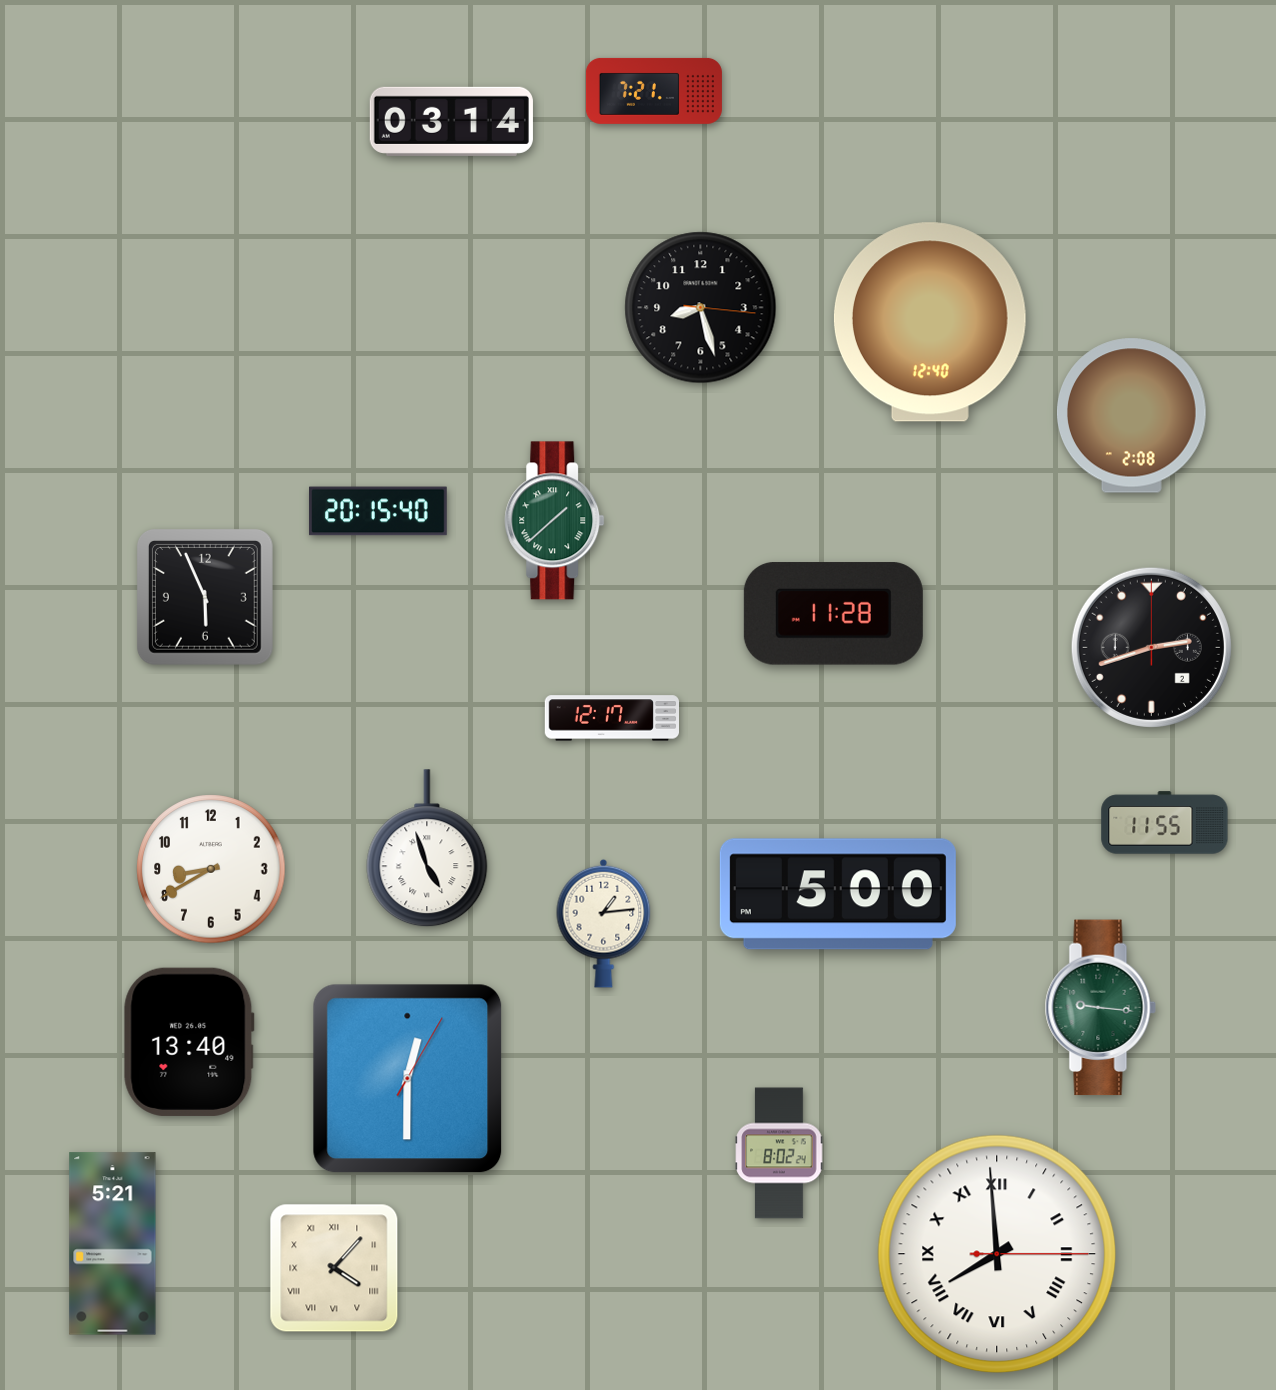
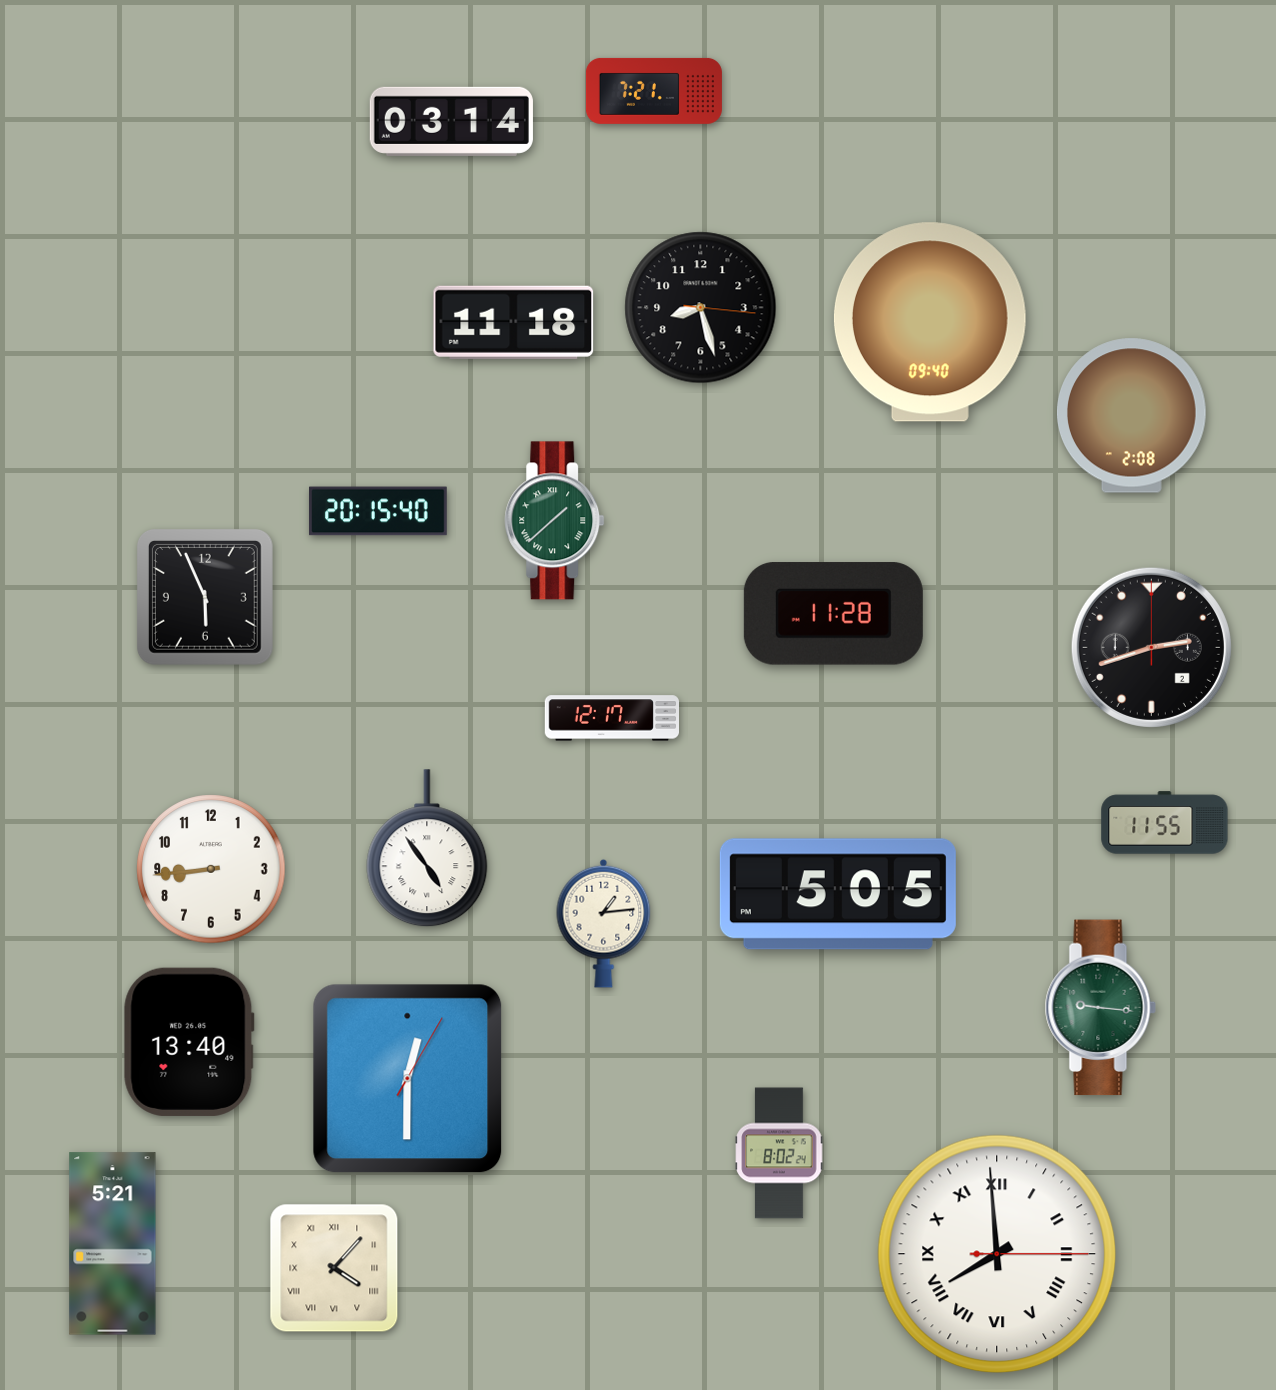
clock at (514, 322): none -> 11:18
clock at (930, 322): 12:40 -> 09:40
clock at (427, 849): 4:57 -> 4:54
clock at (211, 869): 8:40 -> 8:44
clock at (838, 894): 5:00 -> 5:05
